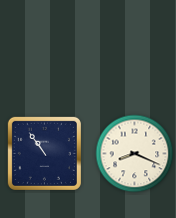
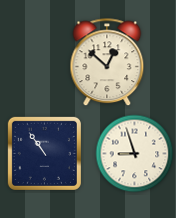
clock at (107, 63): none -> 12:52
clock at (135, 154): 8:19 -> 8:57
